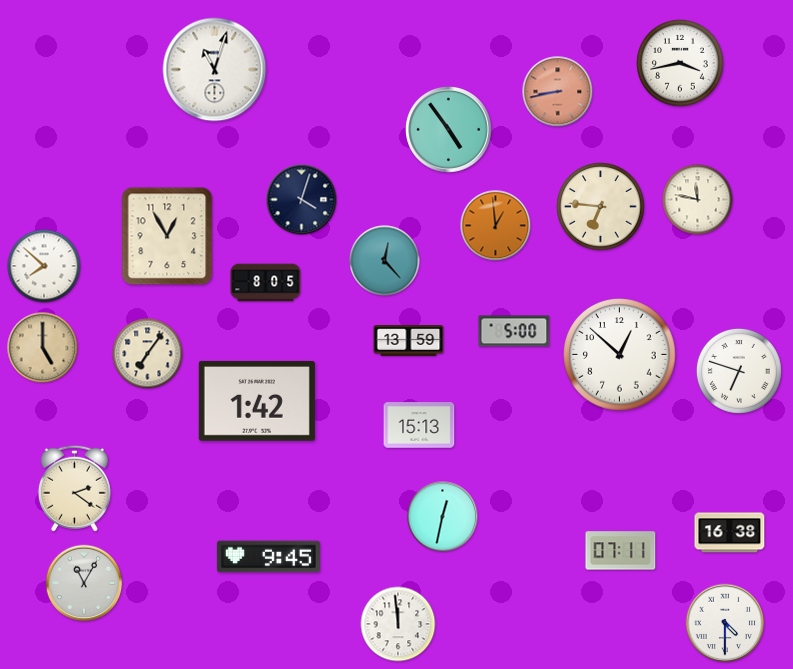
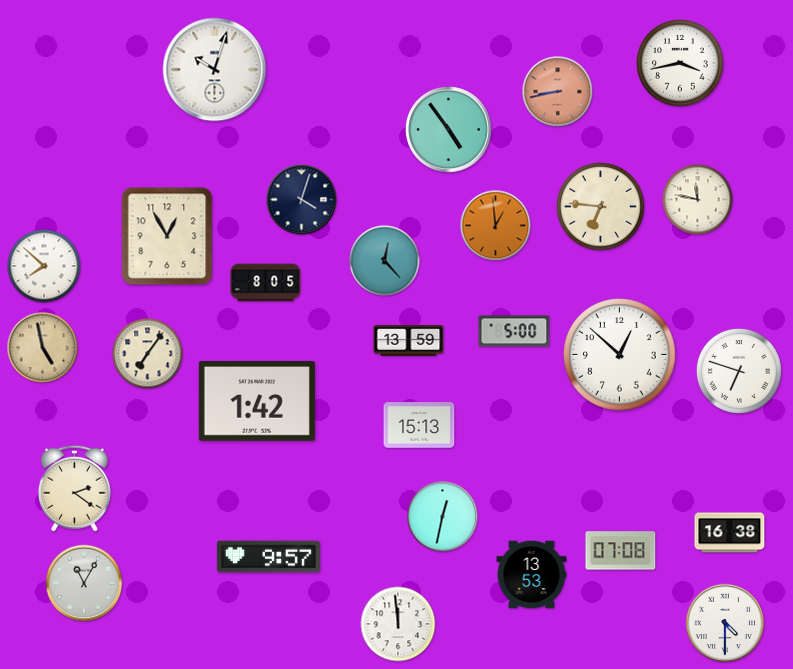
clock at (215, 70): 11:03 -> 10:03
clock at (43, 348): 5:00 -> 4:58
clock at (621, 551): 07:11 -> 07:08
clock at (268, 557): 9:45 -> 9:57
clock at (532, 575): none -> 13:53
